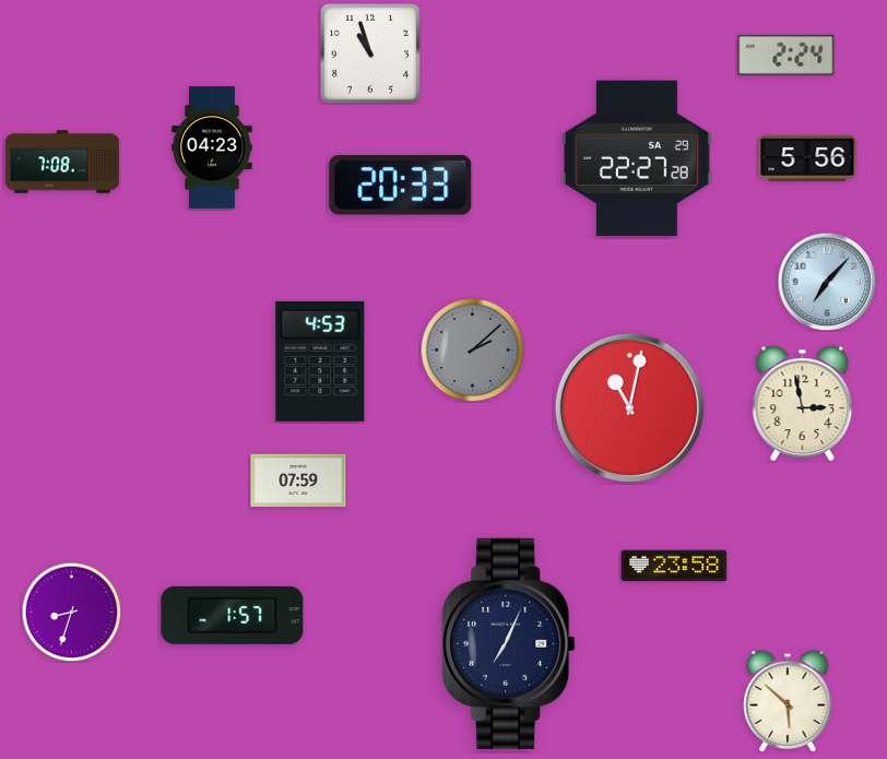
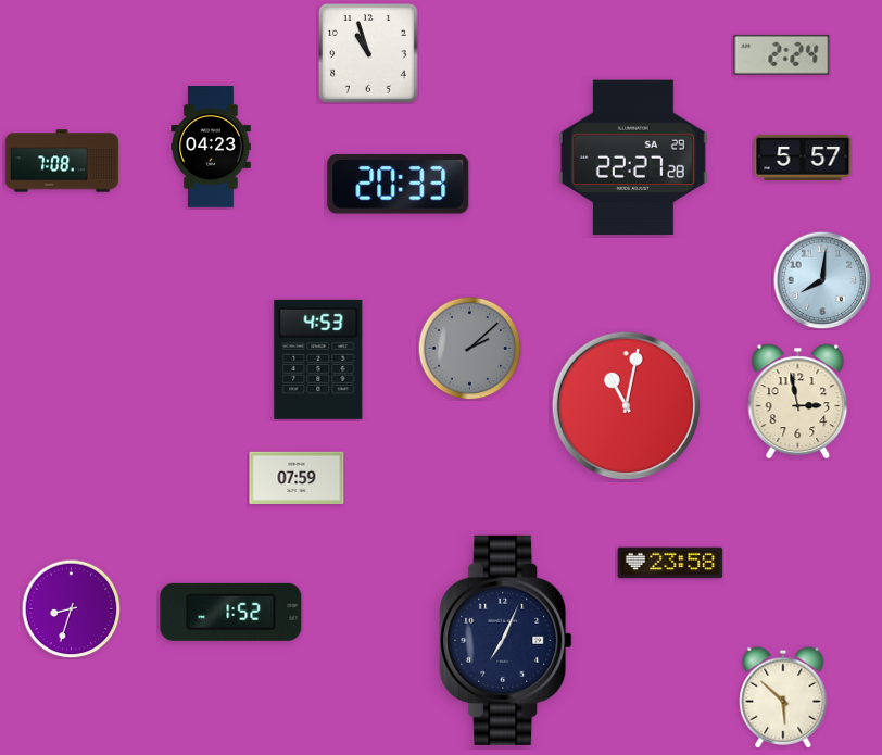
clock at (807, 158): 5:56 -> 5:57
clock at (827, 282): 7:07 -> 8:01
clock at (233, 615): 1:57 -> 1:52
